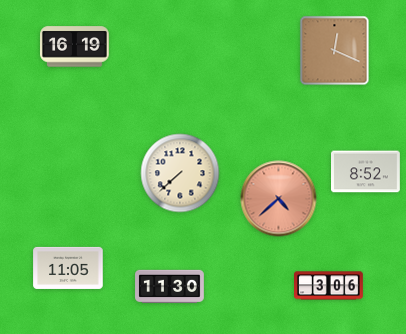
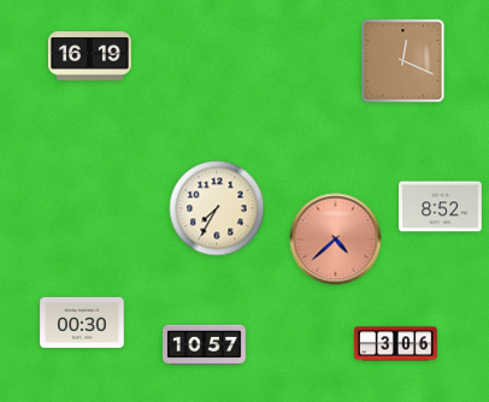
clock at (180, 173): 7:38 -> 7:35
clock at (68, 268): 11:05 -> 00:30
clock at (170, 287): 11:30 -> 10:57
